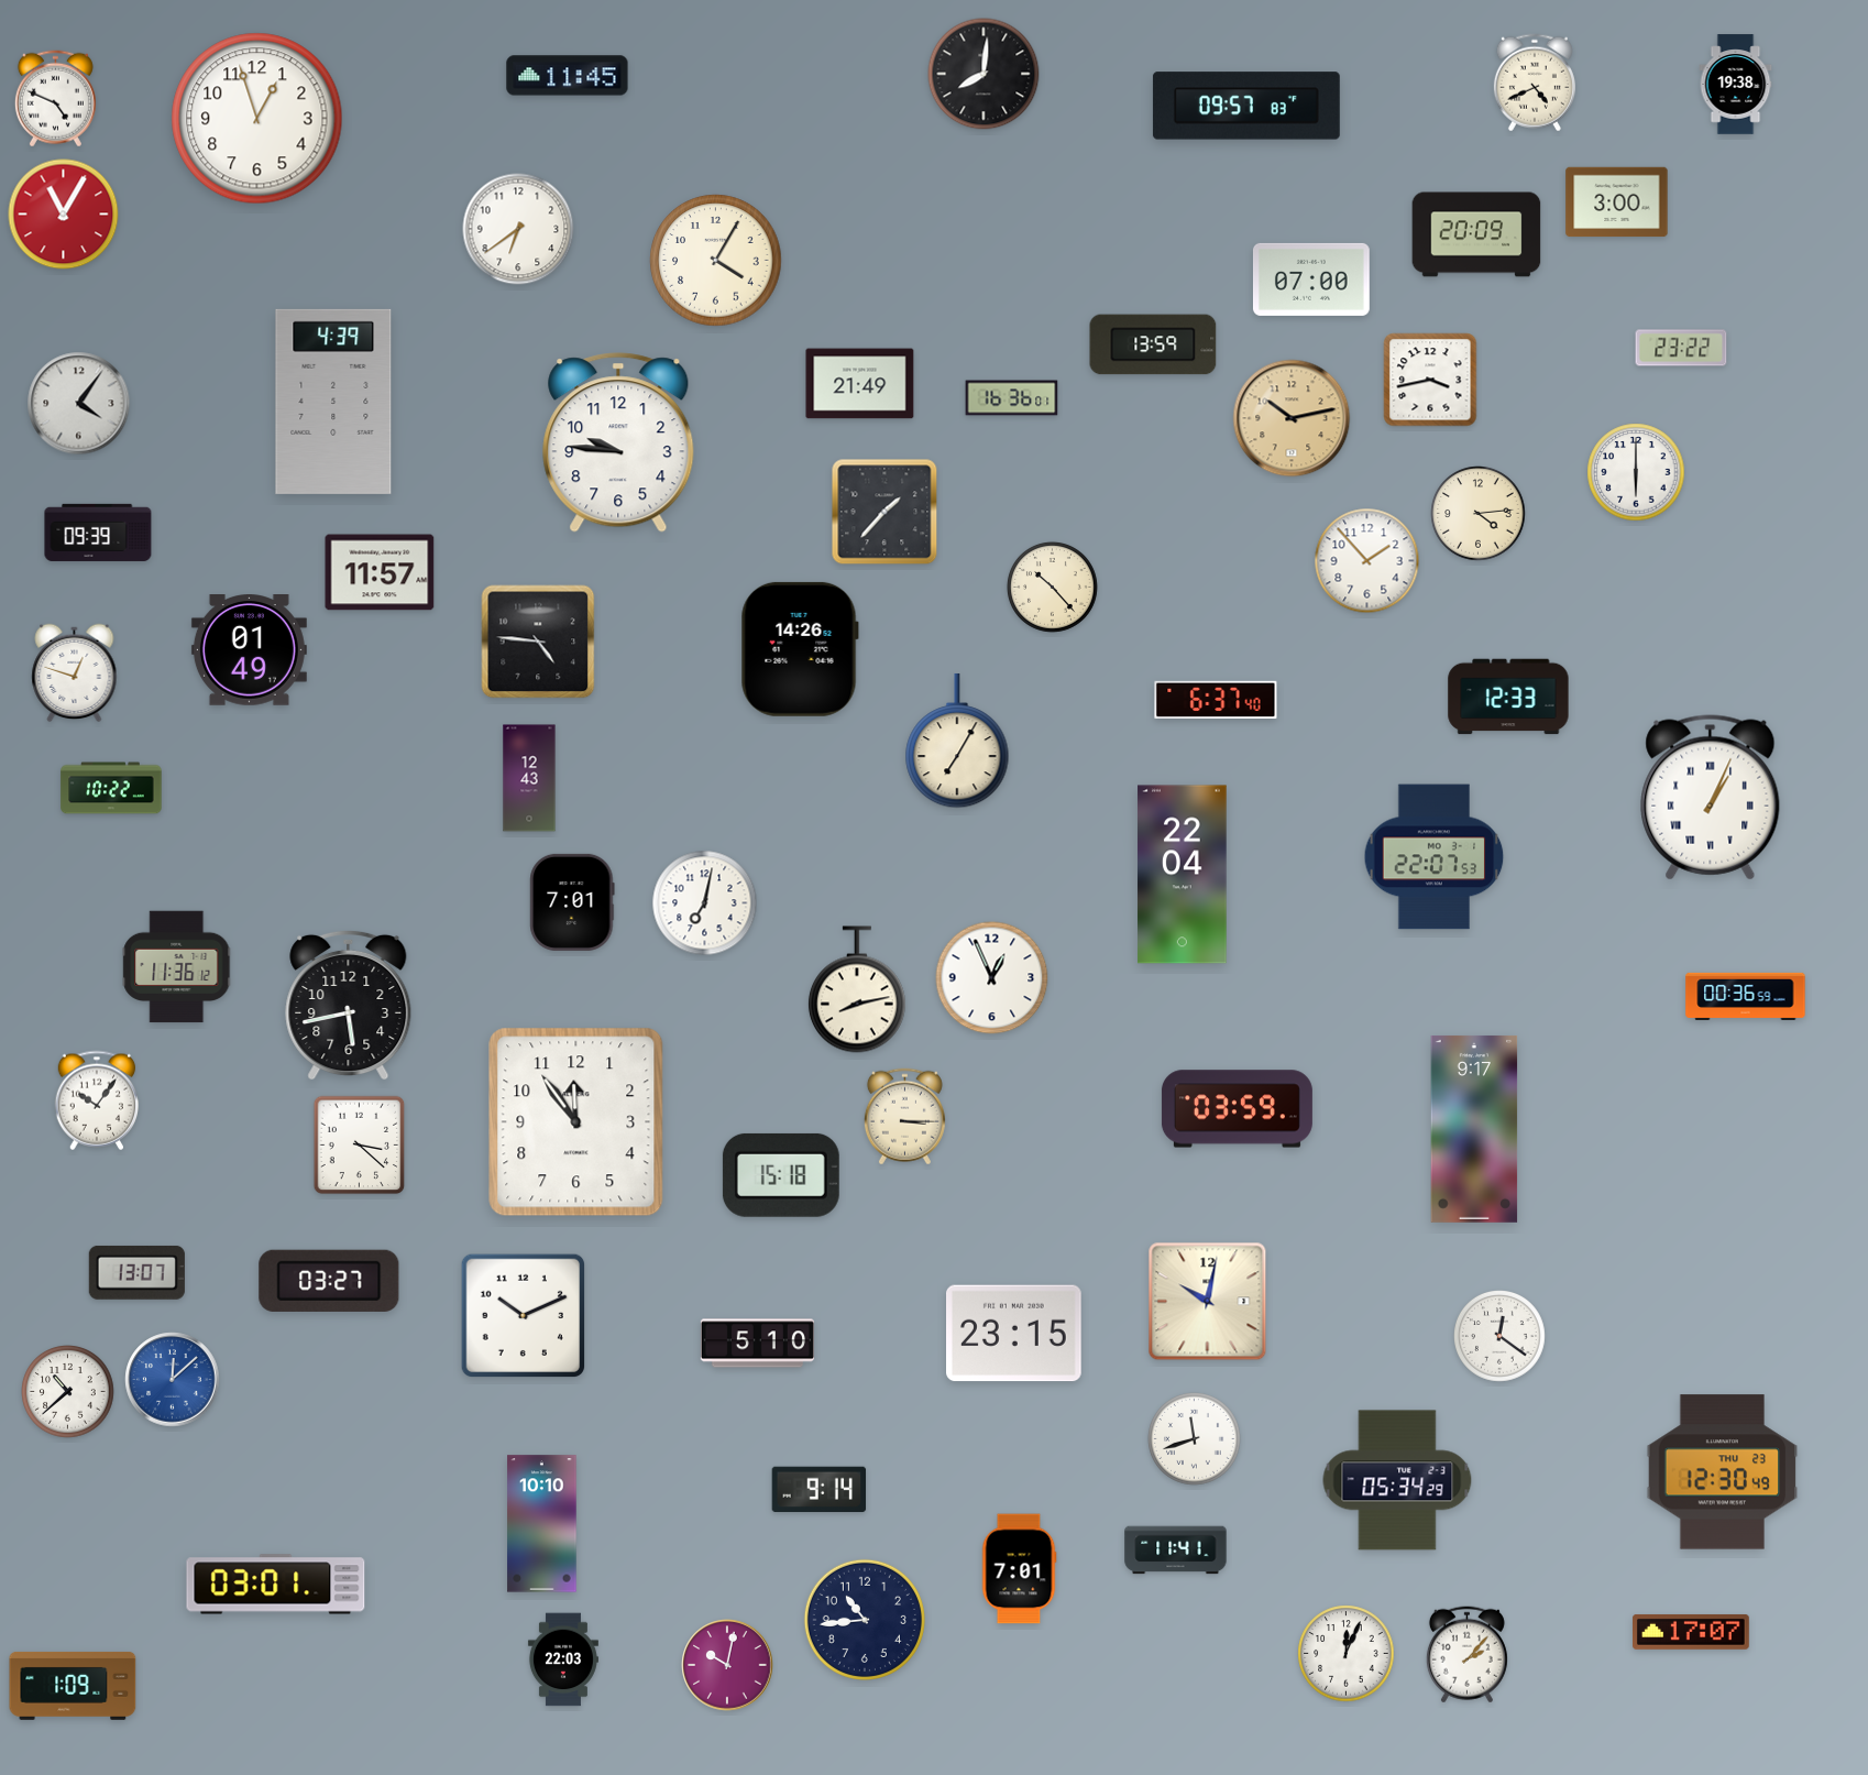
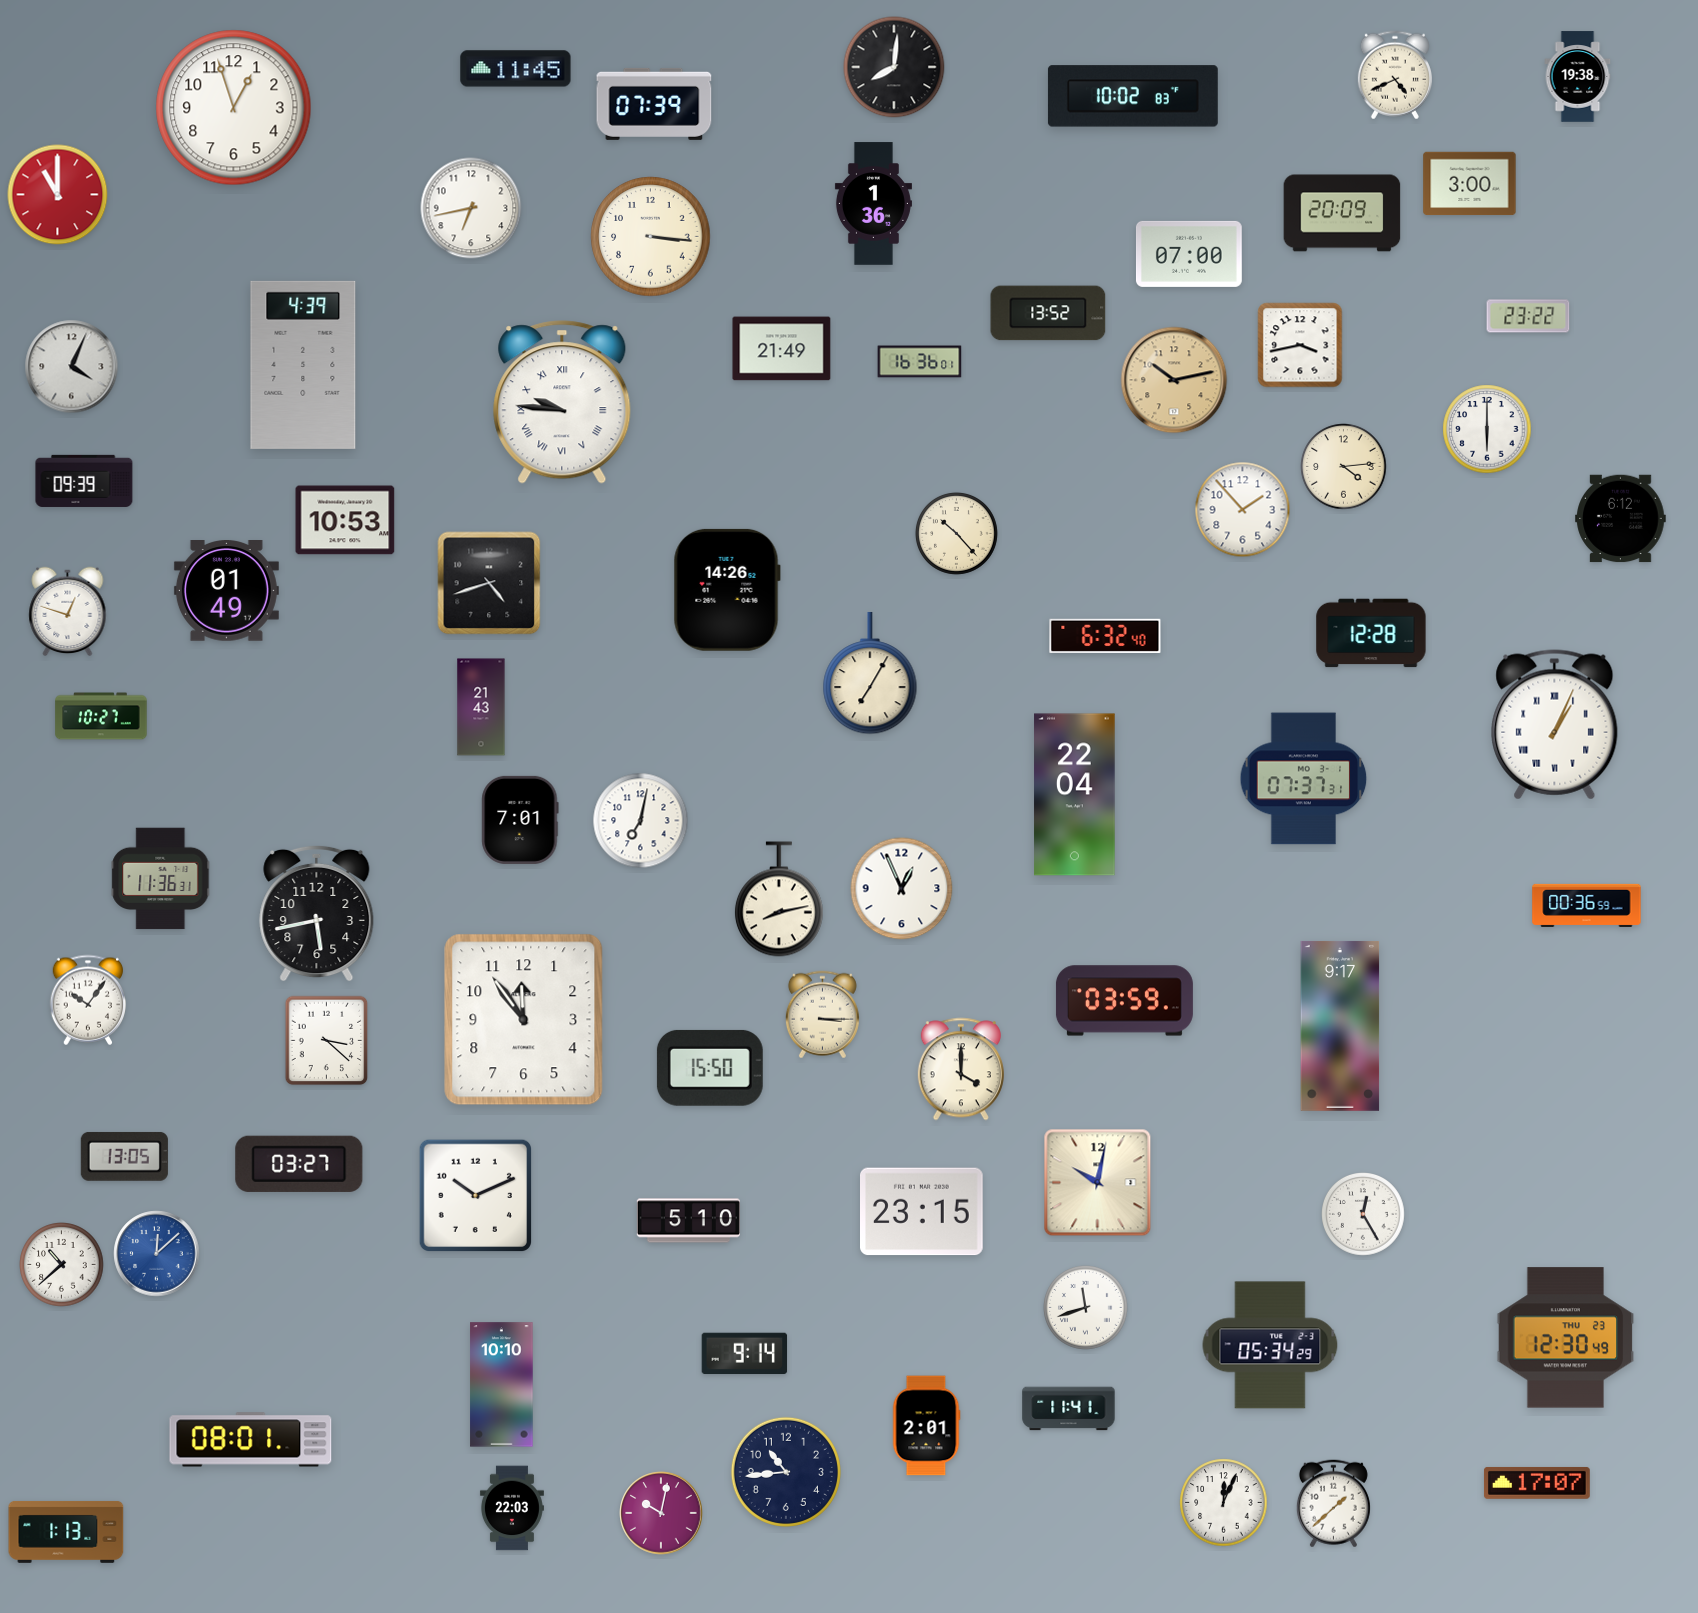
clock at (55, 99): 4:49 -> none
clock at (1246, 106): 09:57 -> 10:02
clock at (654, 104): none -> 07:39
clock at (64, 215): 11:05 -> 11:00
clock at (873, 204): none -> 1:36
clock at (518, 229): 6:39 -> 6:43
clock at (716, 261): 4:05 -> 3:16
clock at (1311, 280) position: (1311, 280) -> (1189, 254)
clock at (1153, 344): 13:59 -> 13:52
clock at (79, 404): 4:06 -> 4:04
clock at (618, 442) numerals: Arabic -> Roman
clock at (884, 512): 1:37 -> none
clock at (98, 533) position: (98, 533) -> (84, 481)
clock at (1621, 519): none -> 6:12
clock at (380, 572): 11:57 -> 10:53
clock at (538, 642): 4:46 -> 4:42
clock at (1508, 697): 12:33 -> 12:28
clock at (1216, 699): 6:37 -> 6:32
clock at (529, 778): 12:43 -> 21:43
clock at (111, 788): 10:22 -> 10:27
clock at (1435, 857): 22:07 -> 07:37
clock at (177, 967): 11:36:12 -> 11:36:31
clock at (1237, 1109) position: (1237, 1109) -> (1124, 1001)
clock at (781, 1175): 15:18 -> 15:50
clock at (961, 1069): none -> 4:00
clock at (136, 1272): 13:07 -> 13:05
clock at (1501, 1337): 12:21 -> 12:25
clock at (542, 1524) position: (542, 1524) -> (502, 1385)
clock at (1019, 1569): 7:01 -> 2:01
clock at (276, 1585): 03:01 -> 08:01
clock at (1466, 1655): 2:07 -> 1:38
clock at (73, 1686): 1:09 -> 1:13
